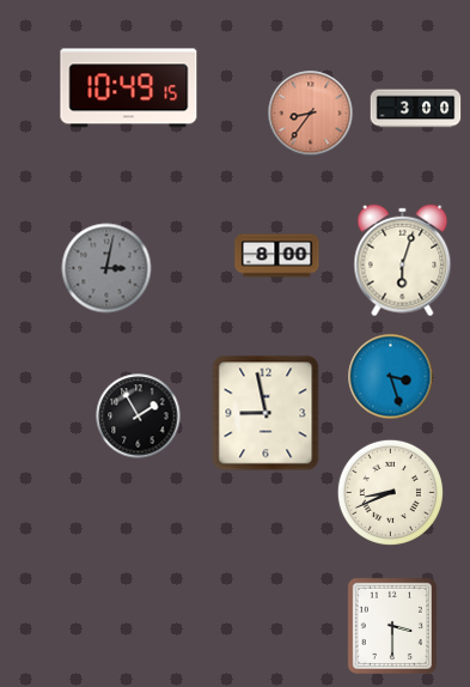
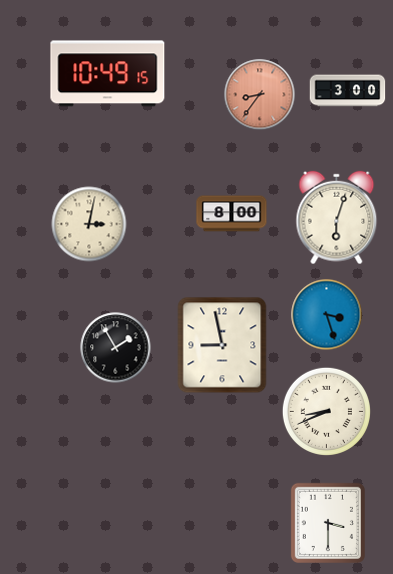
clock at (106, 268) dial: grey -> cream
